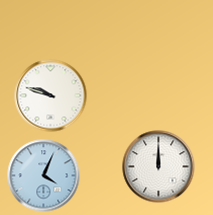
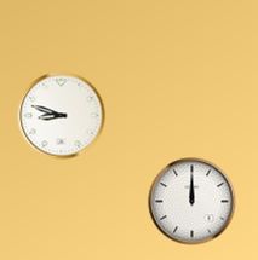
clock at (51, 96): 9:48 -> 8:48
clock at (44, 176): 4:04 -> none
